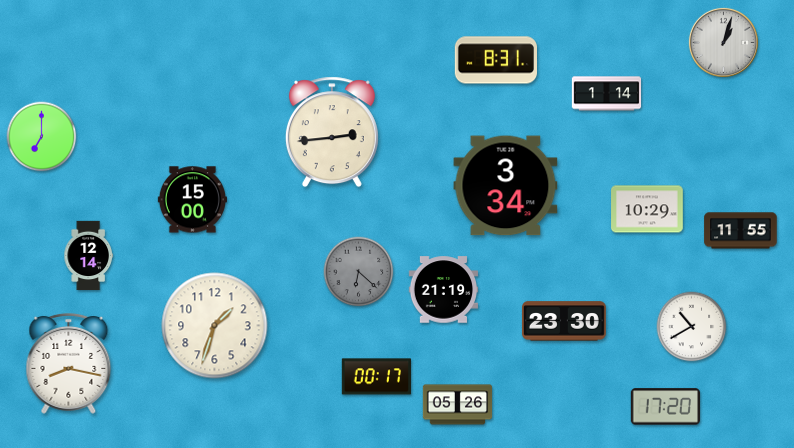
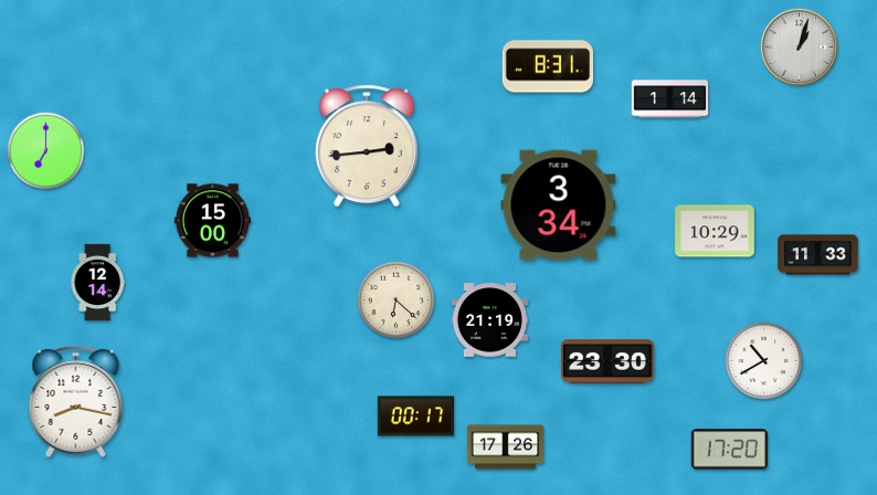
clock at (607, 94) position: (607, 94) -> (670, 99)
clock at (741, 231): 11:55 -> 11:33
clock at (359, 272) dial: grey -> cream
clock at (564, 321) position: (564, 321) -> (607, 361)
clock at (215, 326): 1:33 -> none
clock at (458, 405): 05:26 -> 17:26
clock at (665, 407) position: (665, 407) -> (729, 450)
